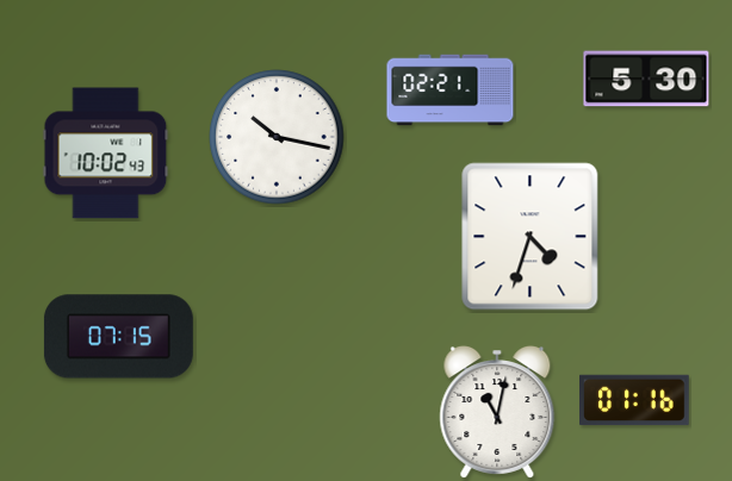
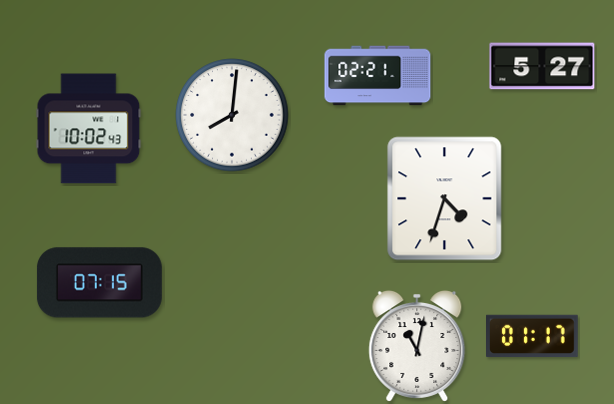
clock at (646, 79): 5:30 -> 5:27
clock at (277, 137): 10:17 -> 8:01
clock at (635, 400): 01:16 -> 01:17
